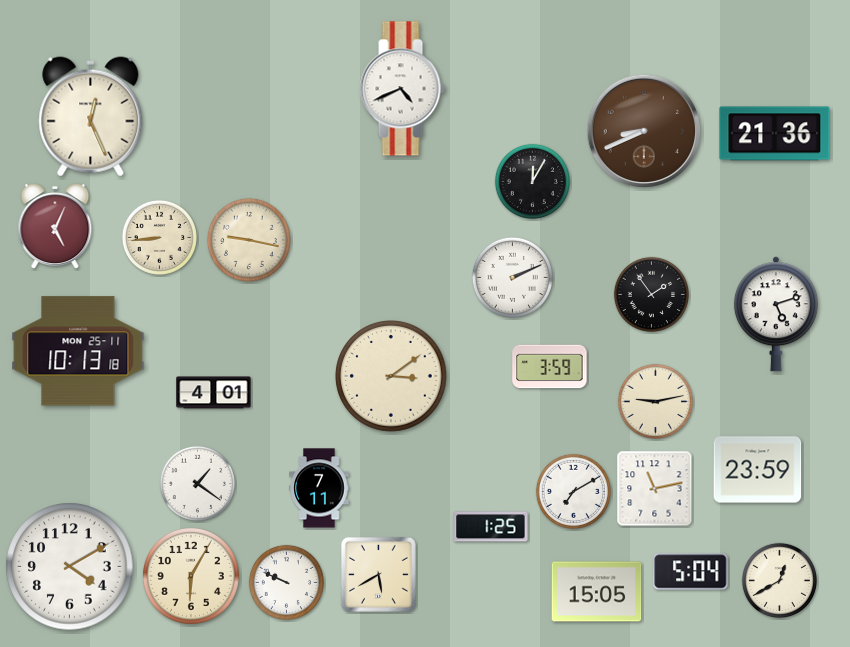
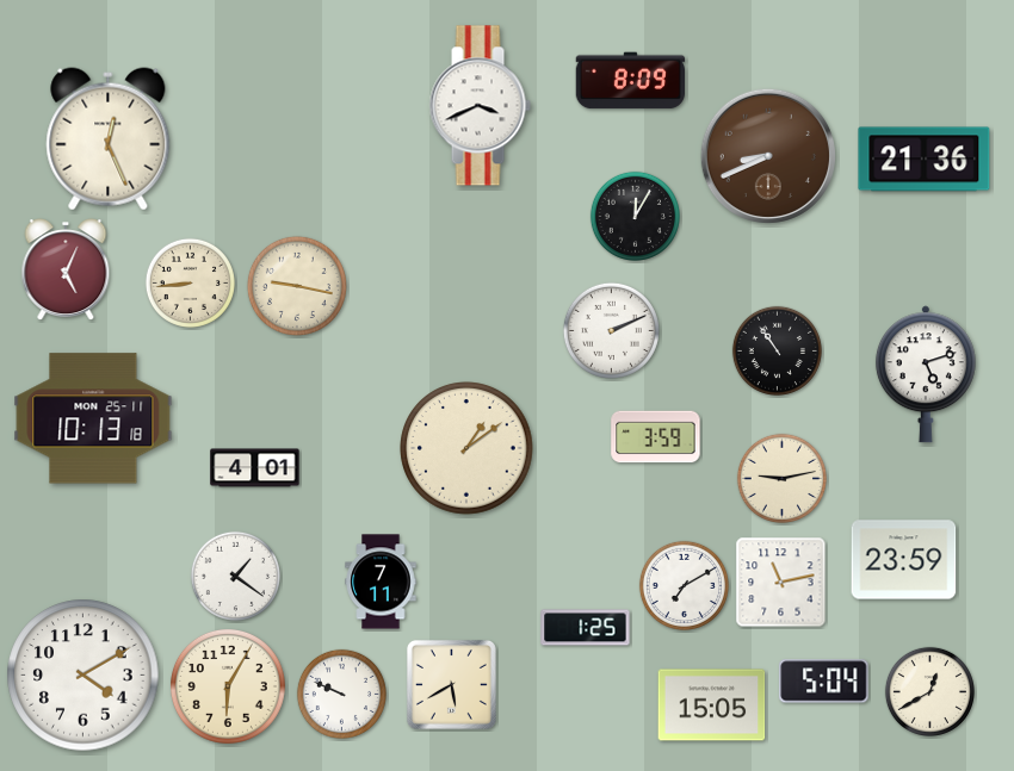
clock at (631, 81): none -> 8:09
clock at (402, 89): 4:41 -> 3:41
clock at (651, 294): 1:54 -> 10:54
clock at (391, 376): 3:09 -> 1:09
